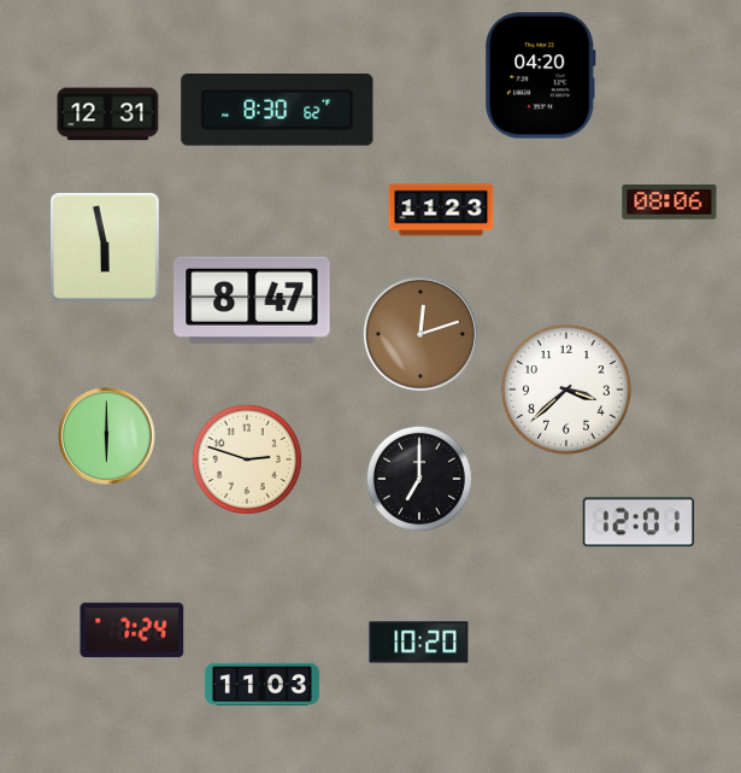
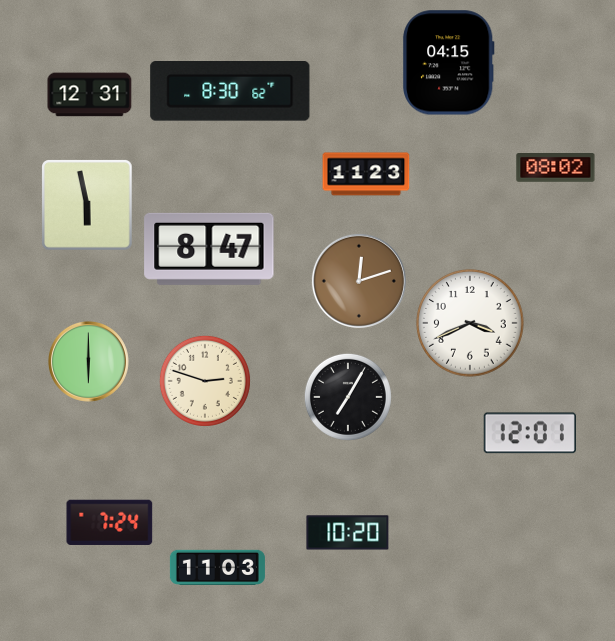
clock at (541, 76): 04:20 -> 04:15
clock at (670, 203): 08:06 -> 08:02
clock at (421, 334) position: (421, 334) -> (359, 281)
clock at (567, 391): 3:38 -> 3:41
clock at (419, 479): 7:00 -> 7:05
